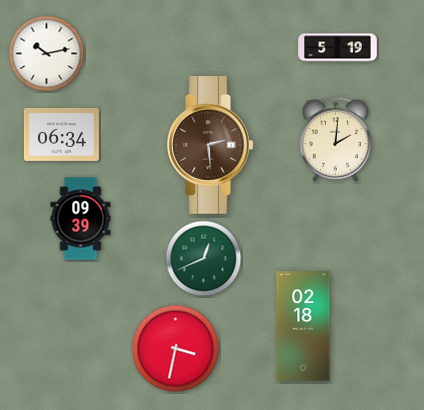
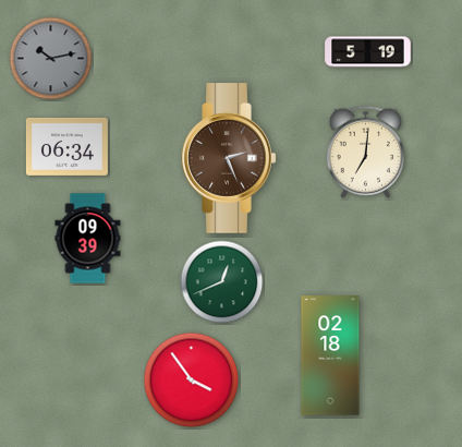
clock at (47, 54) dial: white -> grey
clock at (336, 139): 2:01 -> 7:01
clock at (210, 145): 2:29 -> 2:26
clock at (176, 349): 3:32 -> 3:54
